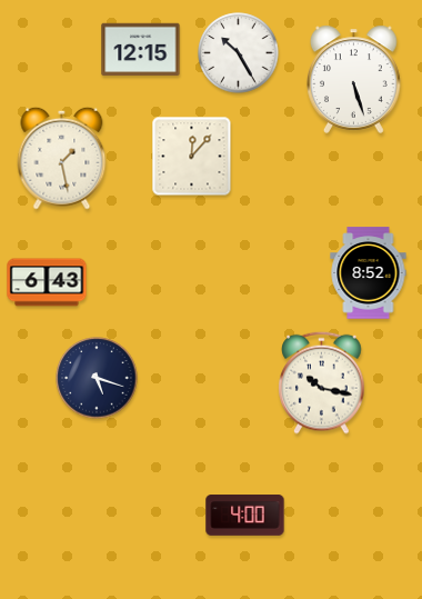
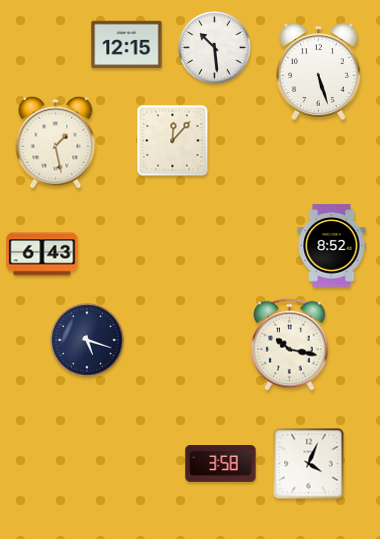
clock at (239, 53): 10:25 -> 10:29
clock at (245, 516): 4:00 -> 3:58
clock at (309, 464): none -> 4:04
